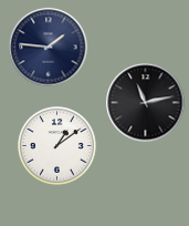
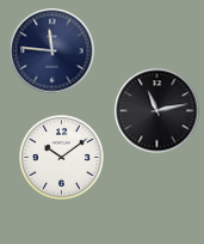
clock at (49, 48): 1:46 -> 11:46
clock at (57, 146): 1:09 -> 10:09
